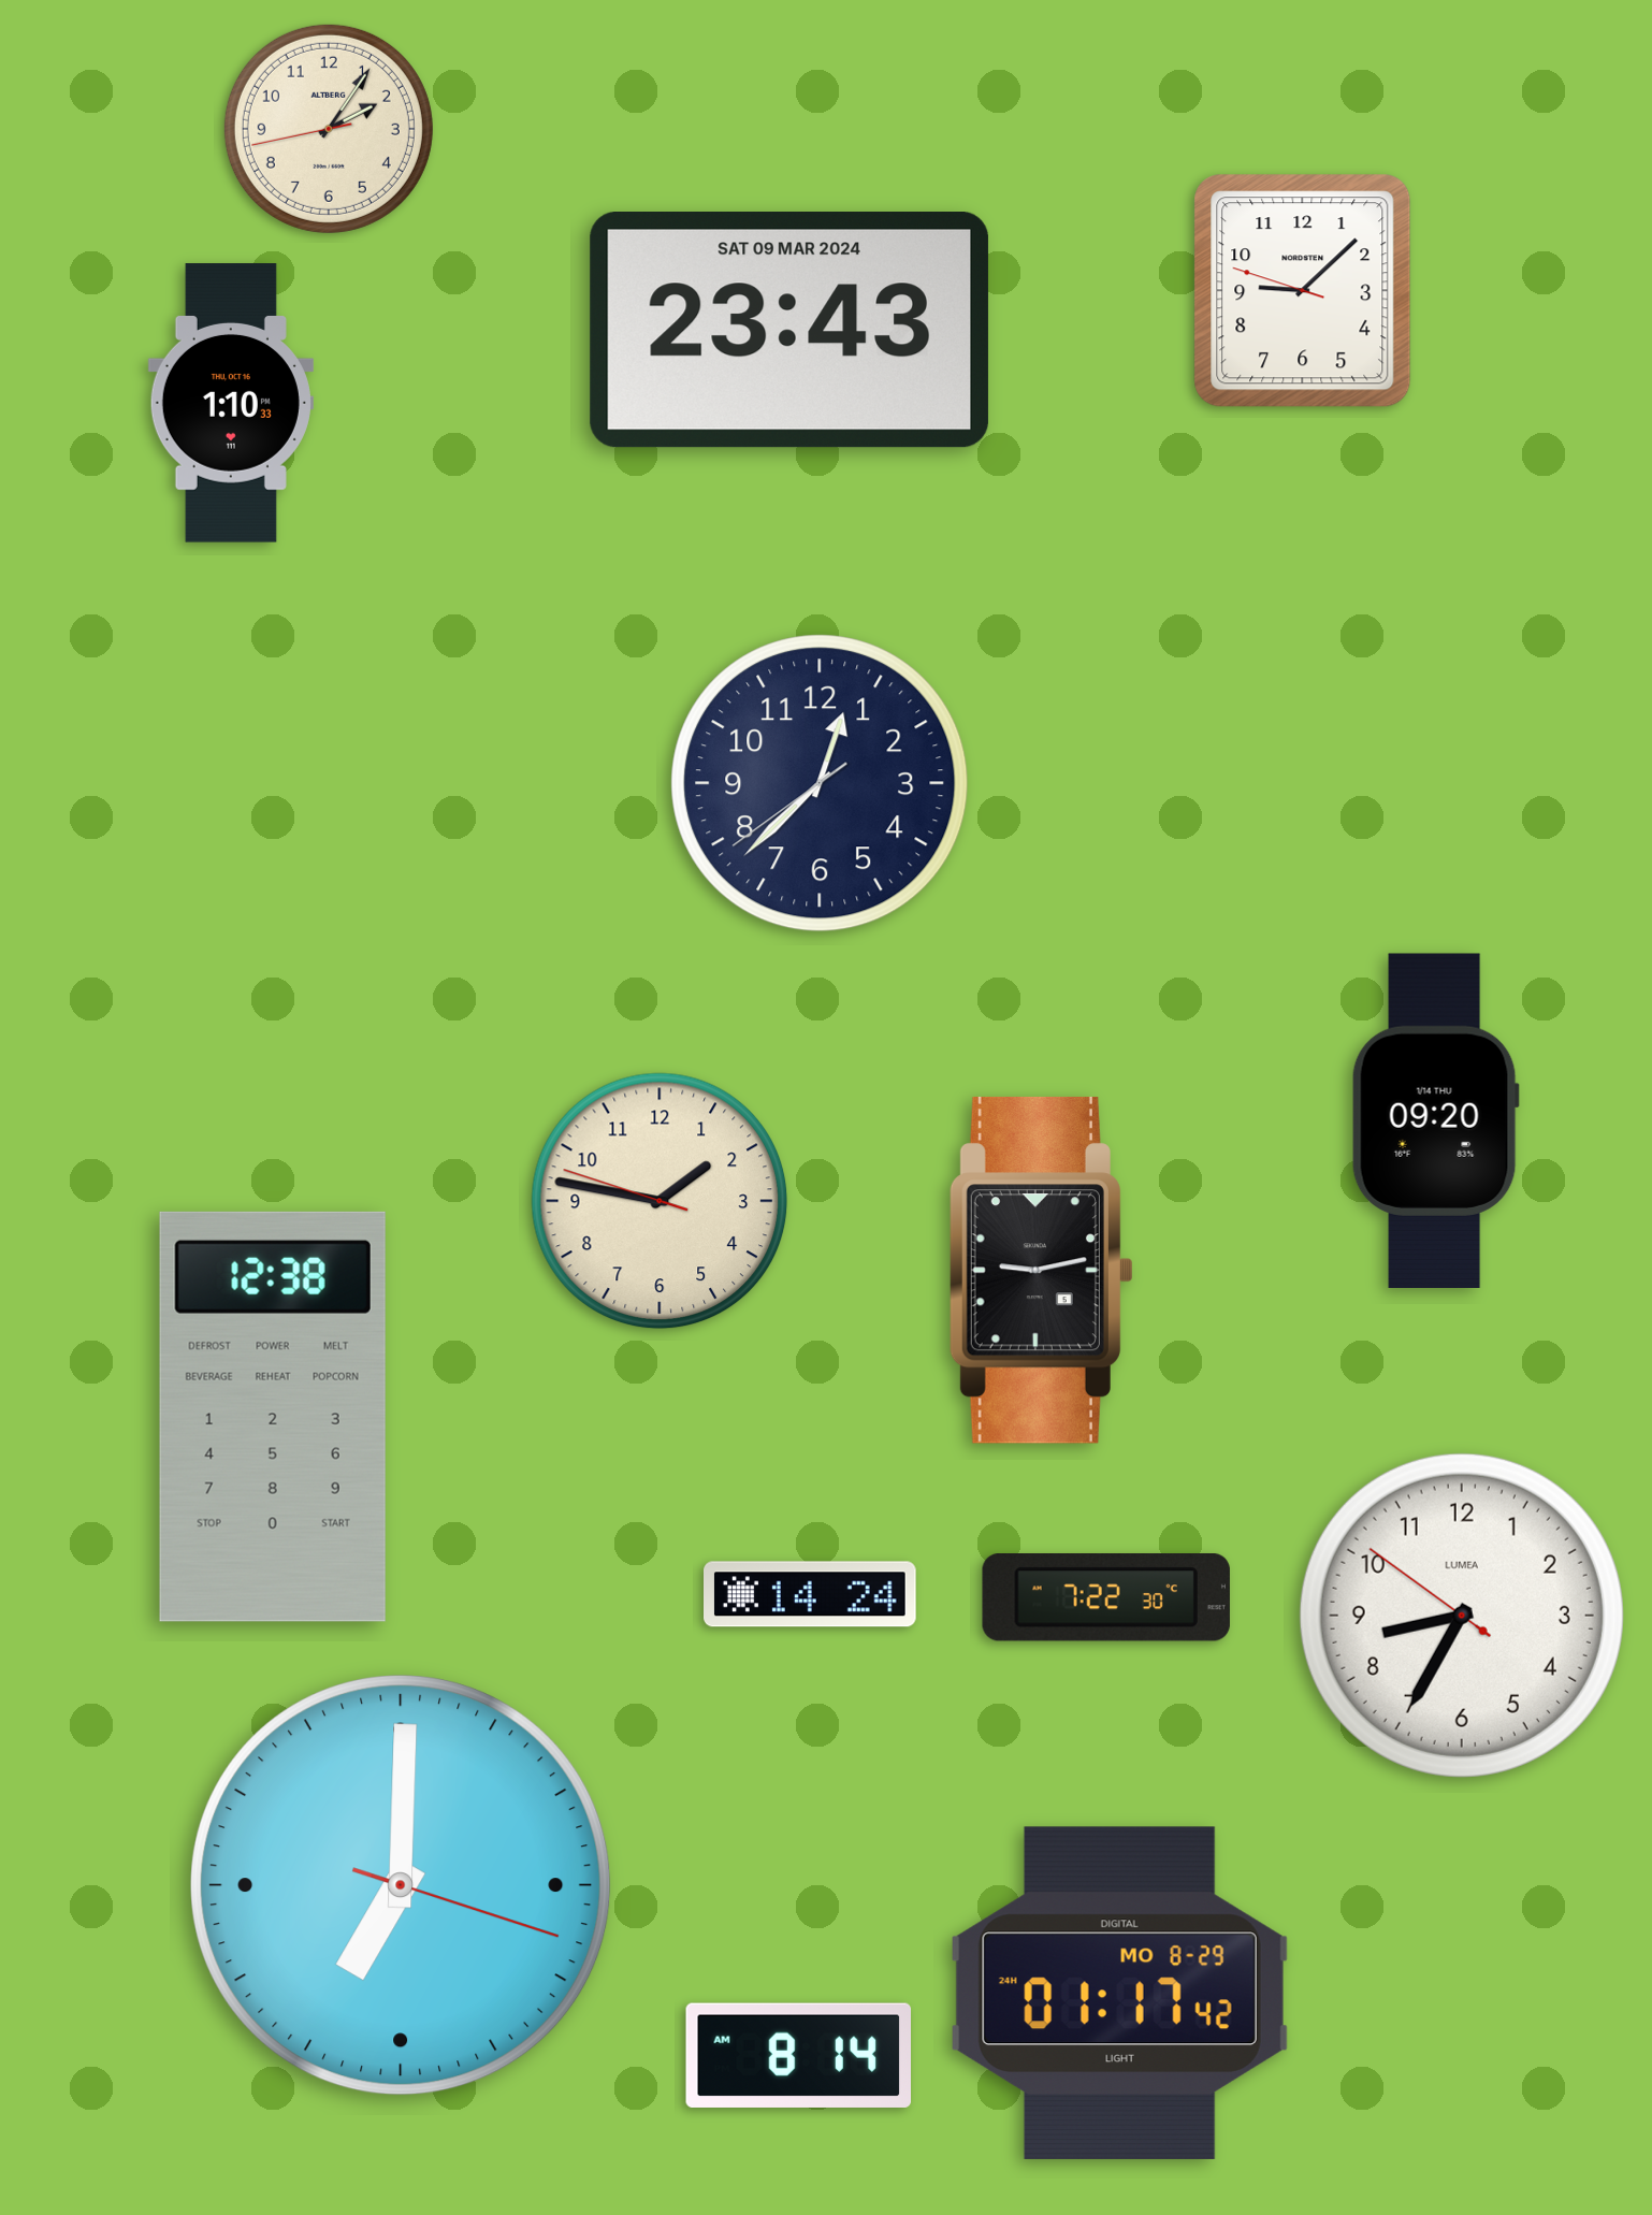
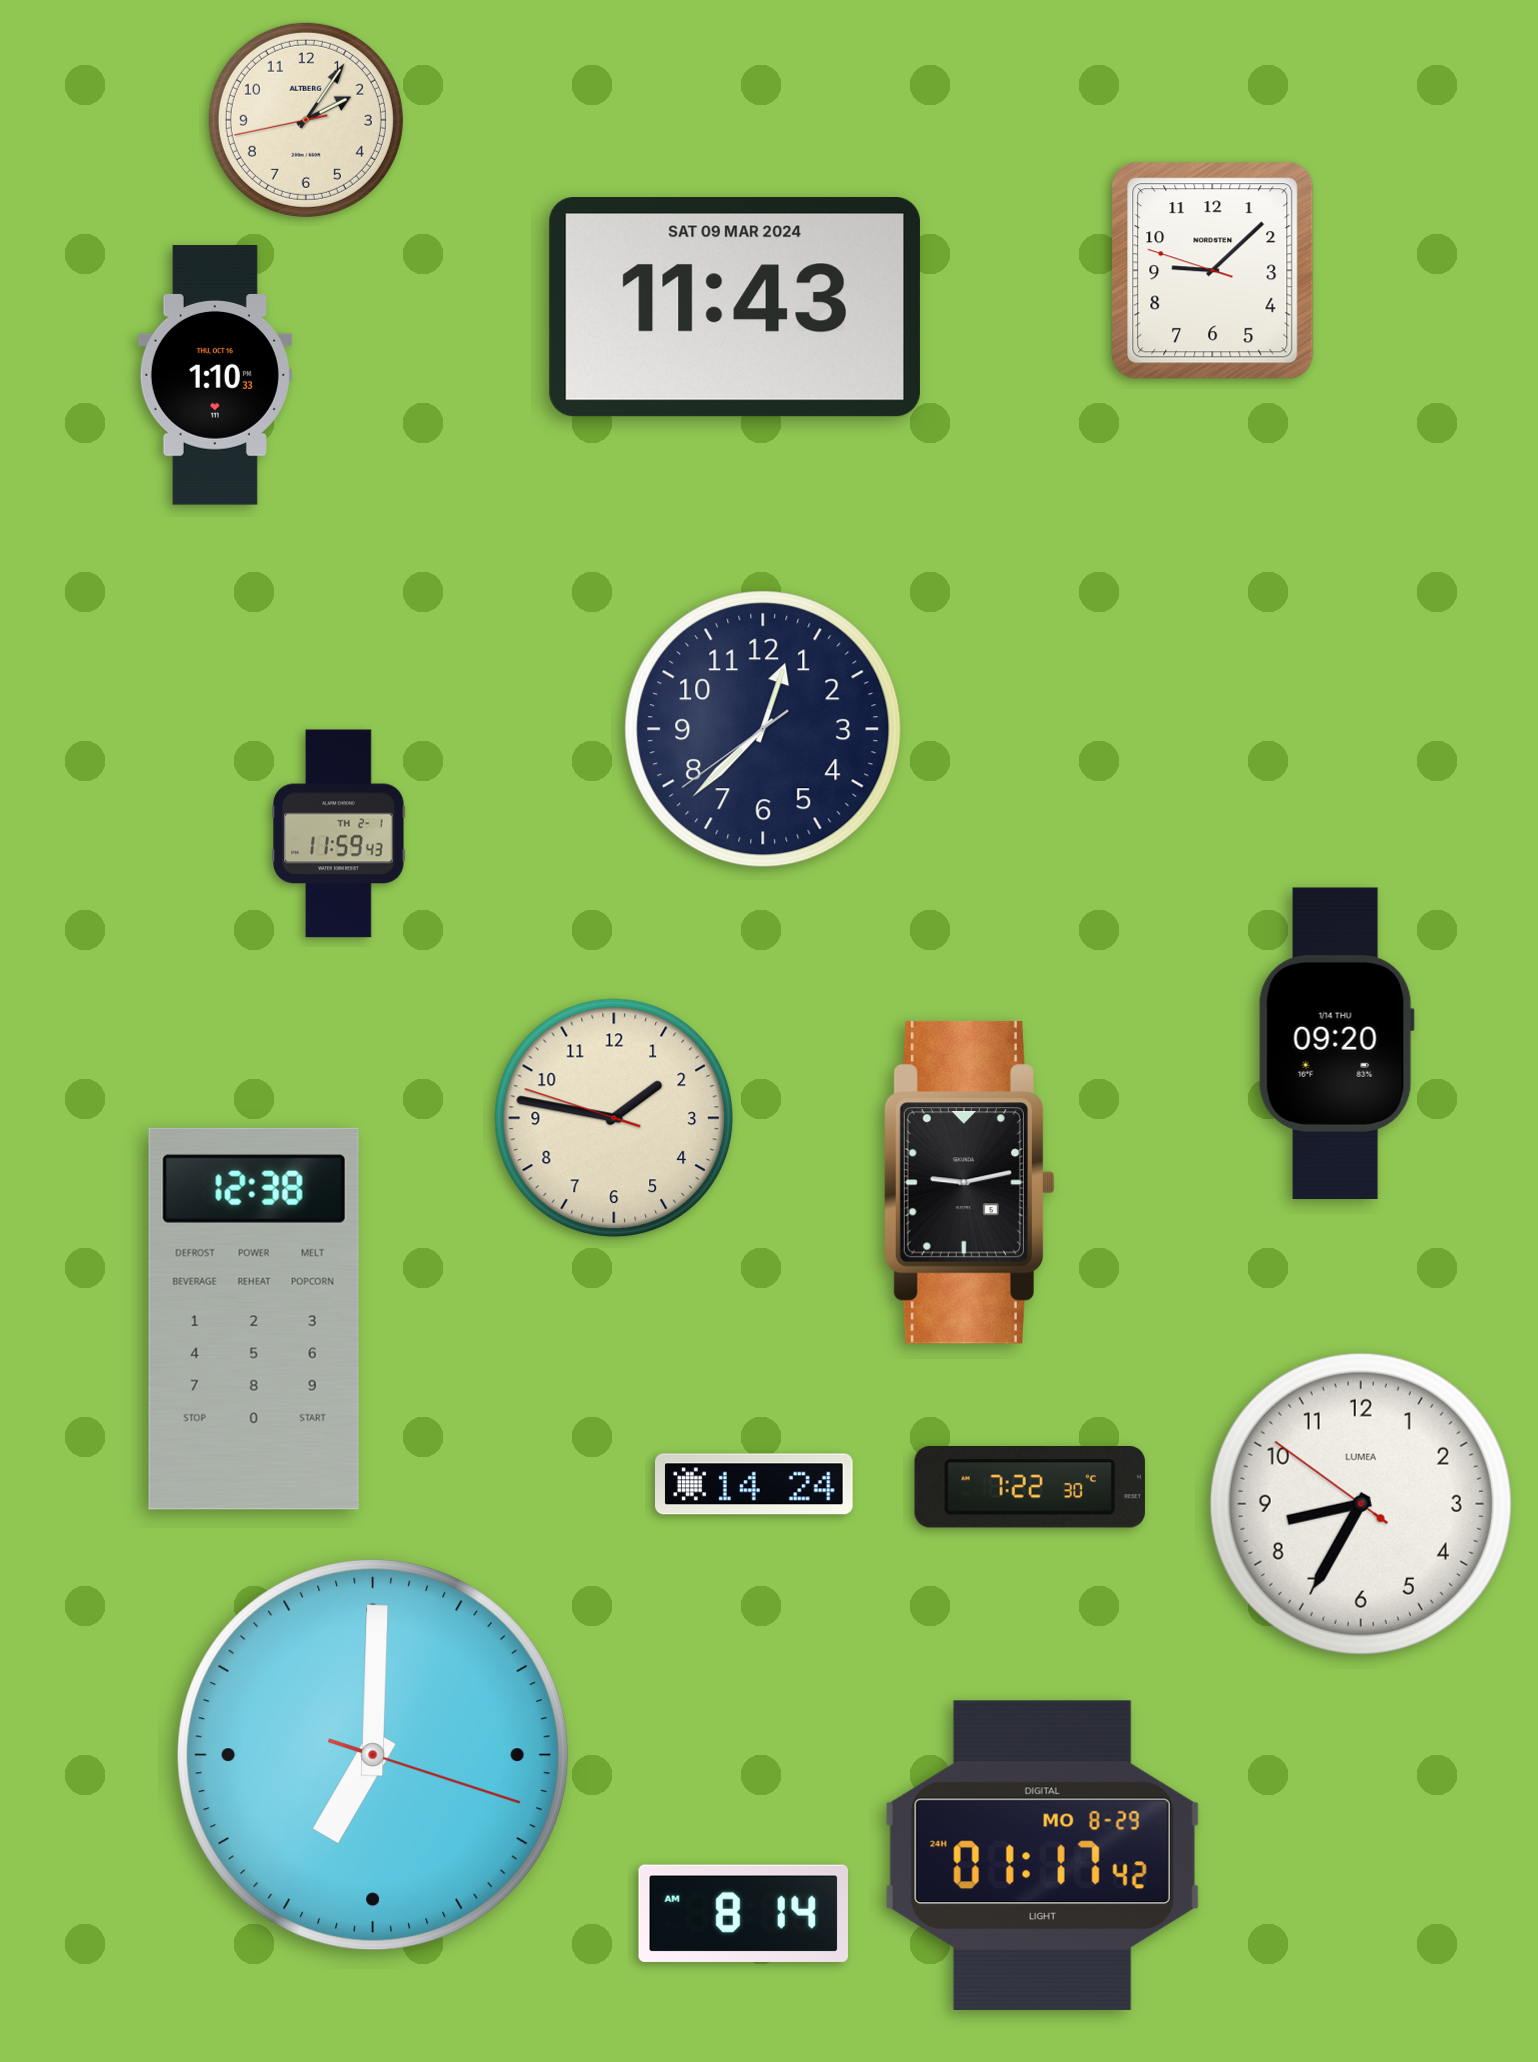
clock at (789, 331): 23:43 -> 11:43
clock at (339, 834): none -> 11:59
